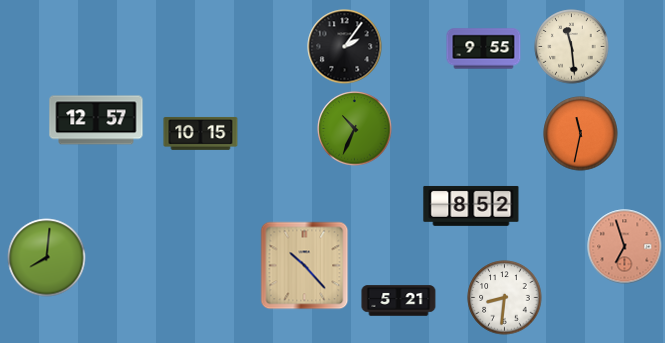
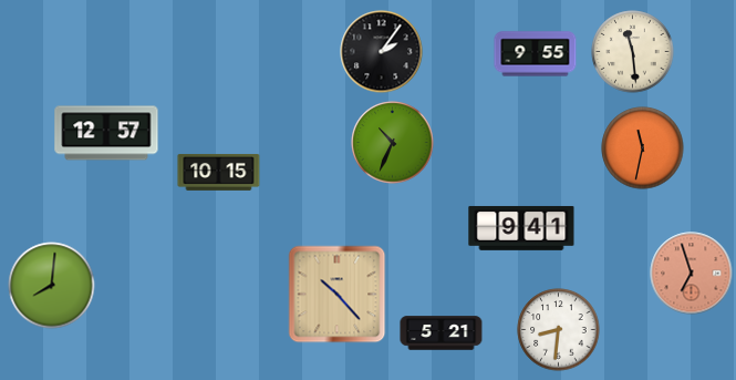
clock at (201, 133) position: (201, 133) -> (219, 172)
clock at (471, 206): 8:52 -> 9:41
